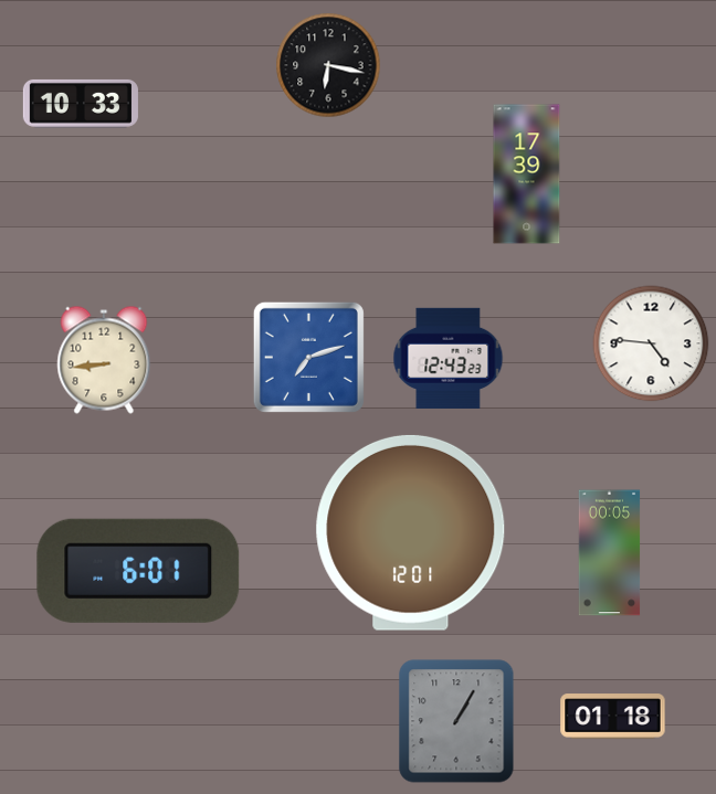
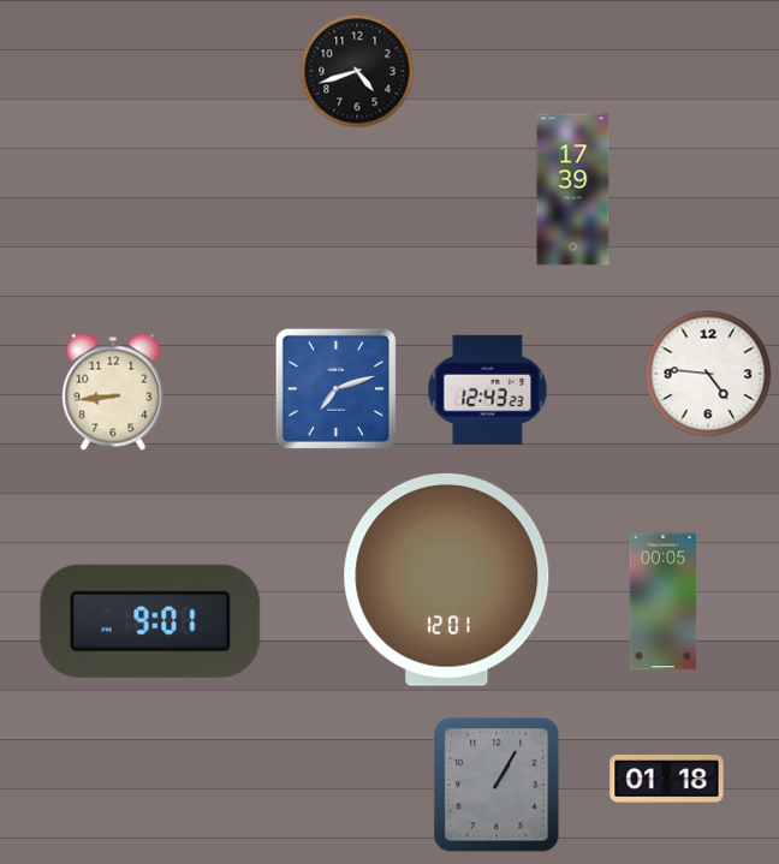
clock at (328, 65): 6:17 -> 4:42
clock at (81, 104): 10:33 -> none
clock at (138, 571): 6:01 -> 9:01
